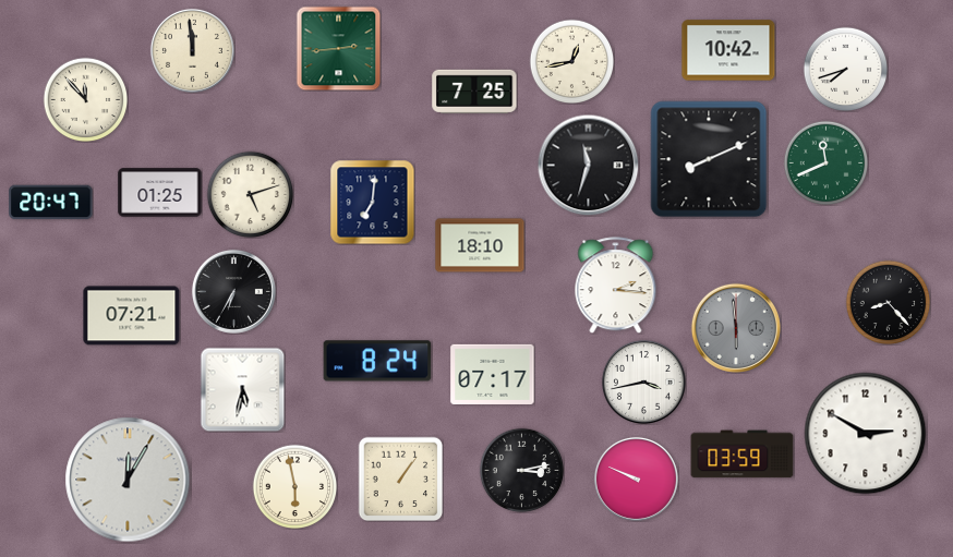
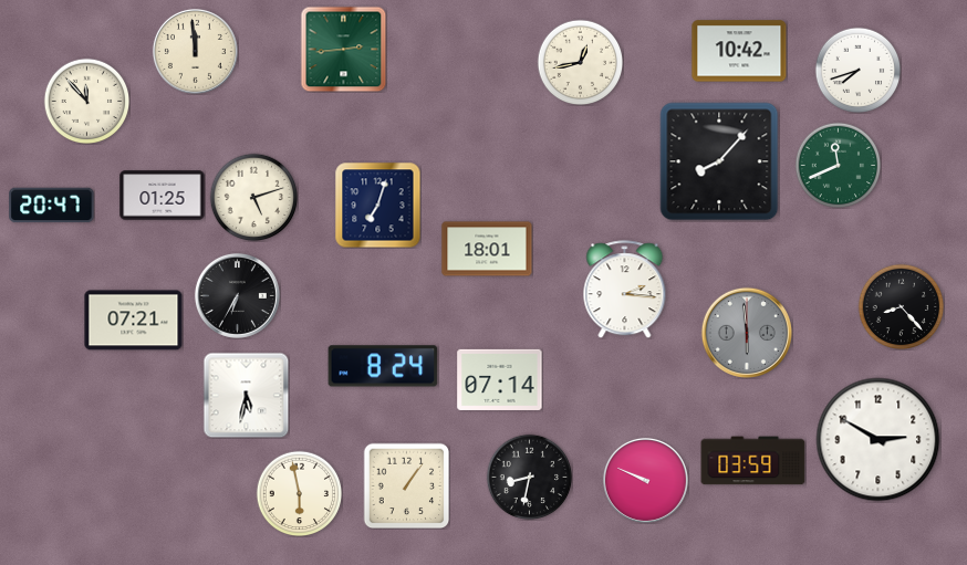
clock at (474, 92): 7:25 -> none
clock at (709, 159): 8:11 -> 8:07
clock at (588, 165): 11:33 -> none
clock at (372, 202): 7:01 -> 7:03
clock at (480, 245): 18:10 -> 18:01
clock at (493, 374): 07:17 -> 07:14
clock at (643, 382): 3:43 -> none
clock at (521, 470): 3:13 -> 8:32
clock at (636, 479) position: (636, 479) -> (645, 480)
clock at (128, 480): 12:05 -> none
